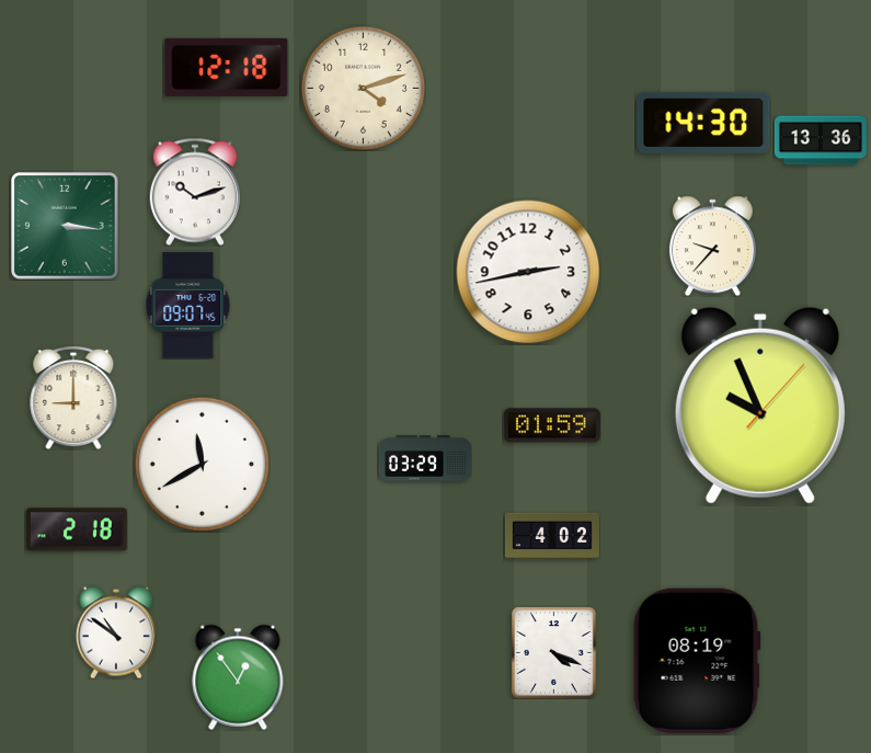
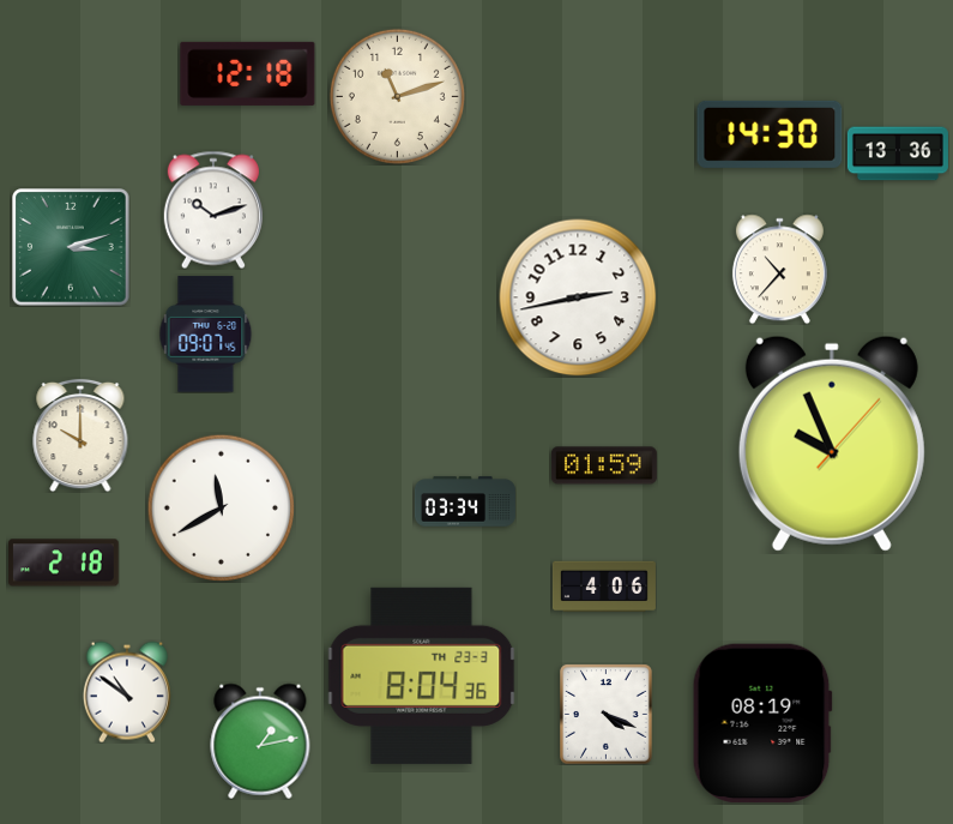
clock at (363, 88): 4:12 -> 11:12
clock at (65, 226): 3:16 -> 3:12
clock at (712, 246): 9:37 -> 10:37
clock at (73, 398): 9:00 -> 10:00
clock at (425, 458): 03:29 -> 03:34
clock at (77, 529) position: (77, 529) -> (64, 563)
clock at (552, 536): 4:02 -> 4:06
clock at (422, 675): none -> 8:04
clock at (238, 677): 12:54 -> 1:13
